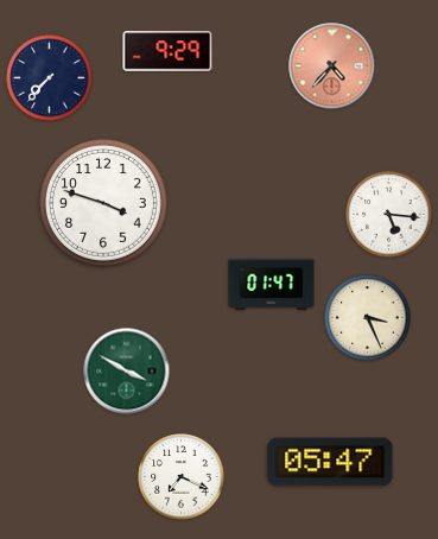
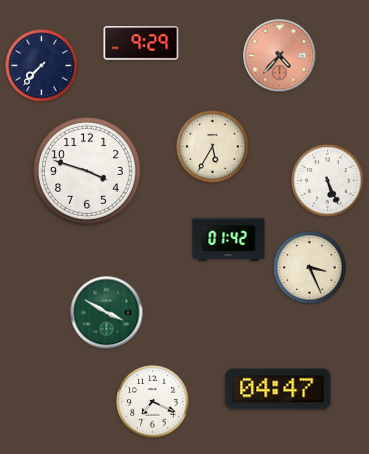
clock at (213, 147): none -> 5:35
clock at (389, 215): 5:16 -> 5:26
clock at (272, 284): 01:47 -> 01:42
clock at (330, 462): 05:47 -> 04:47
